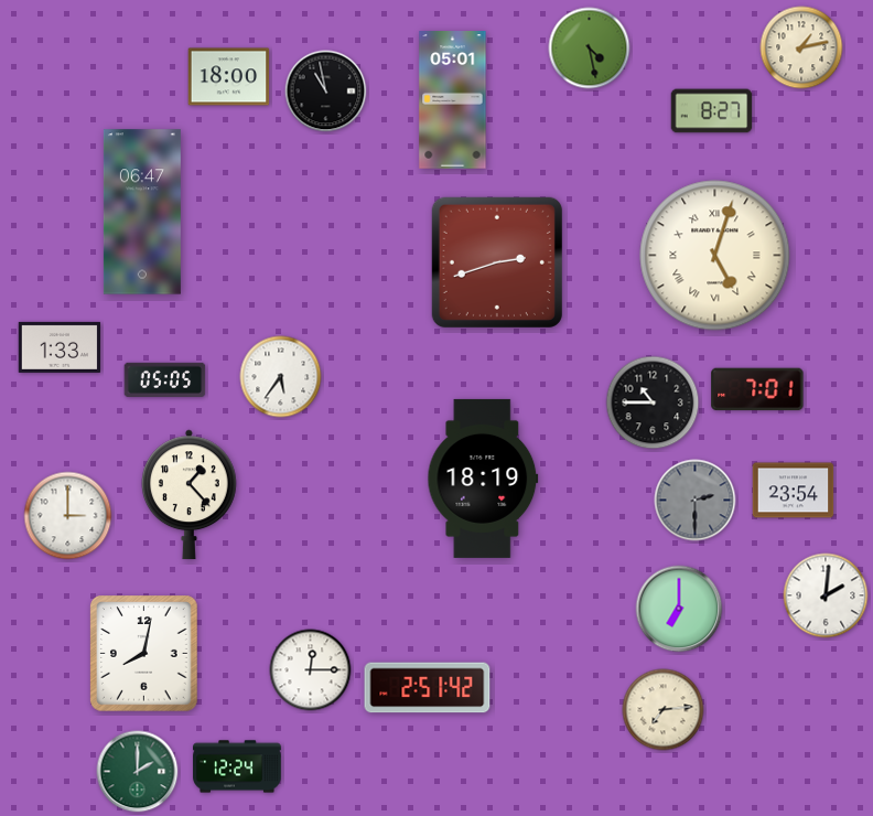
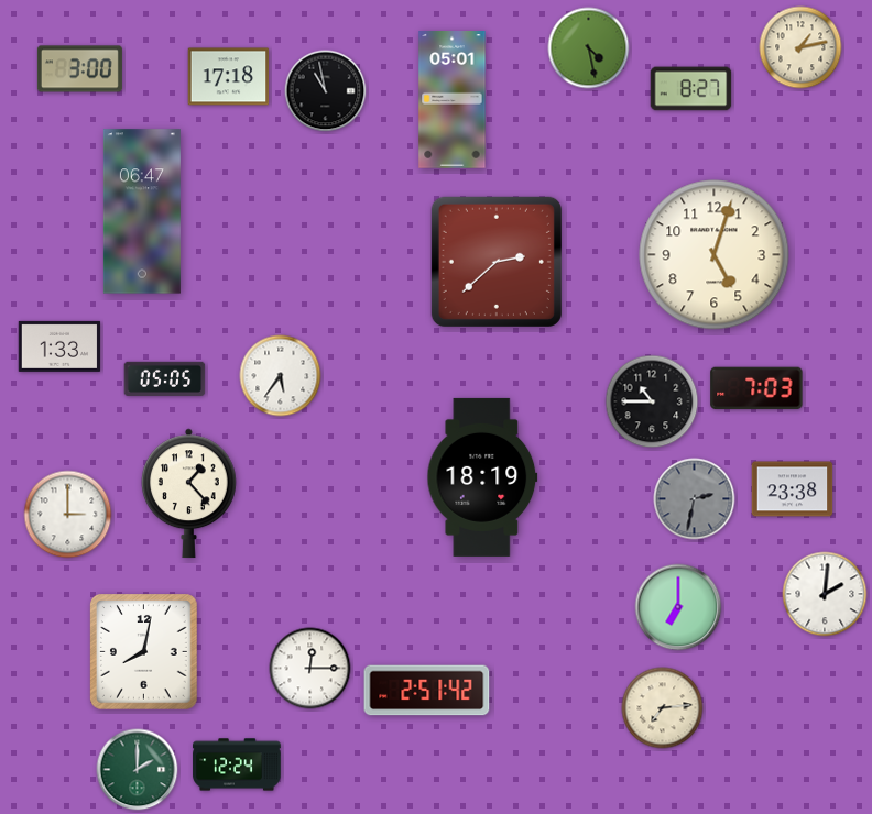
clock at (79, 69): none -> 3:00
clock at (229, 77): 18:00 -> 17:18
clock at (712, 111) position: (712, 111) -> (691, 89)
clock at (715, 256) numerals: Roman -> Arabic
clock at (497, 262): 2:42 -> 2:38
clock at (757, 389): 7:01 -> 7:03
clock at (794, 491): 23:54 -> 23:38
clock at (696, 501): 2:30 -> 2:32
clock at (428, 688) position: (428, 688) -> (427, 691)
